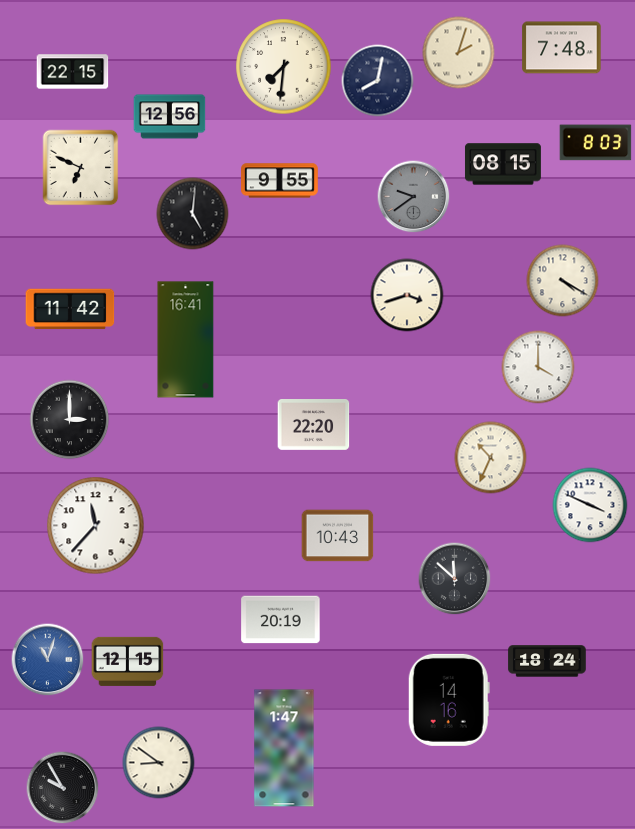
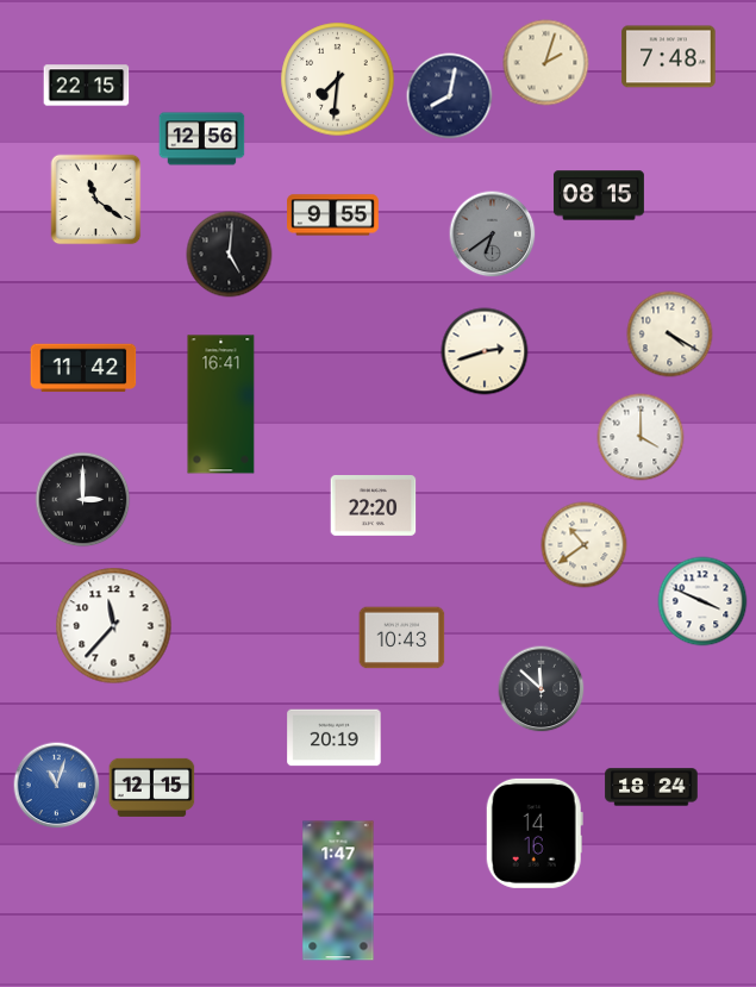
clock at (596, 143): 8:03 -> none
clock at (81, 168): 6:49 -> 11:21
clock at (414, 197): 9:39 -> 6:39
clock at (407, 295): 3:42 -> 2:42
clock at (491, 458): 10:34 -> 10:39
clock at (159, 763): 8:51 -> none
clock at (63, 788): 9:55 -> none
